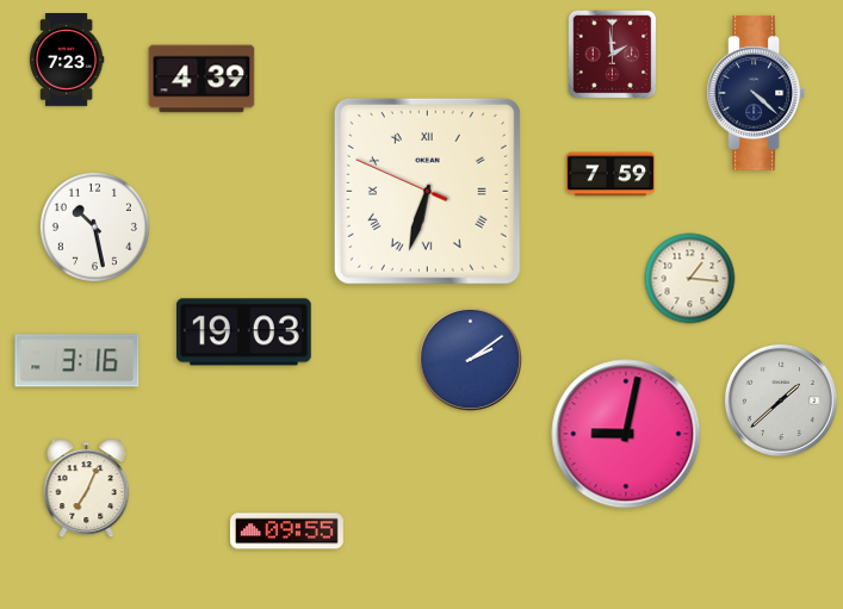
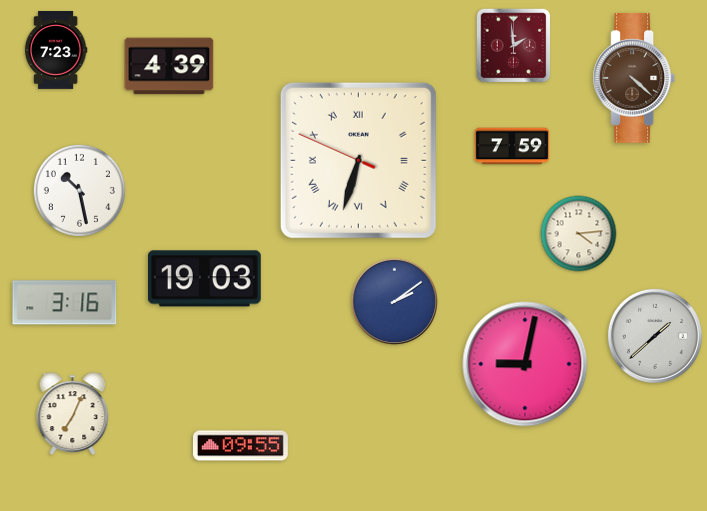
clock at (756, 93) dial: navy -> brown
clock at (690, 279): 1:16 -> 4:14
clock at (87, 489) position: (87, 489) -> (73, 414)
